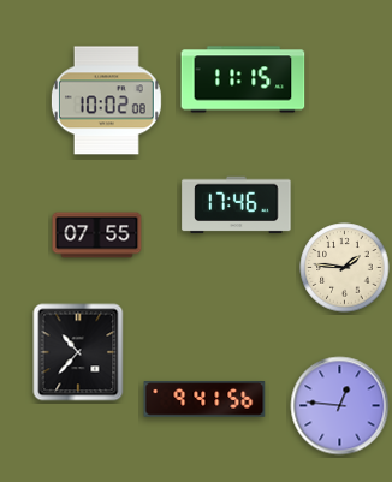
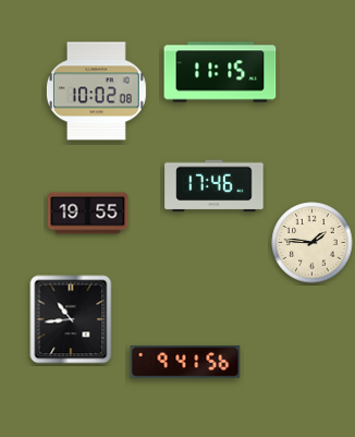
clock at (97, 236): 07:55 -> 19:55
clock at (78, 352): 10:37 -> 10:44
clock at (340, 406): 12:46 -> none
